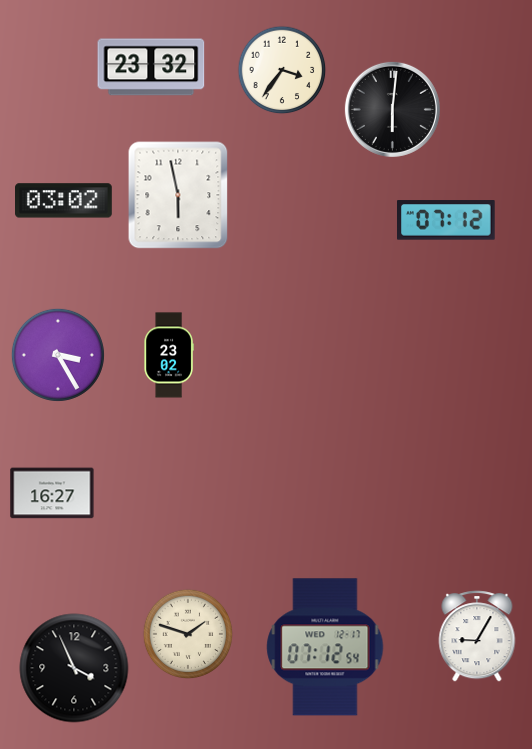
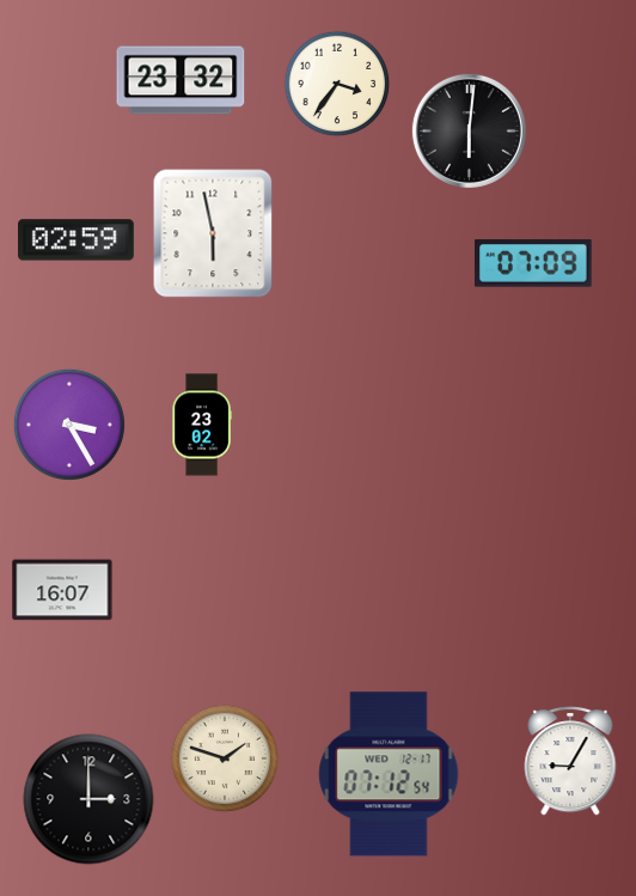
clock at (64, 201): 03:02 -> 02:59
clock at (447, 220): 07:12 -> 07:09
clock at (52, 493): 16:27 -> 16:07
clock at (74, 668): 3:56 -> 3:00
